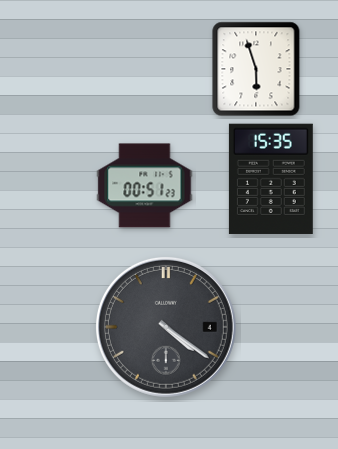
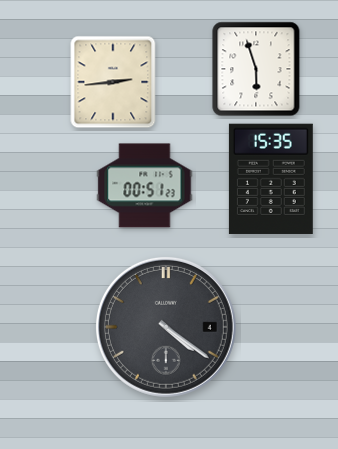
clock at (113, 82): none -> 2:44
